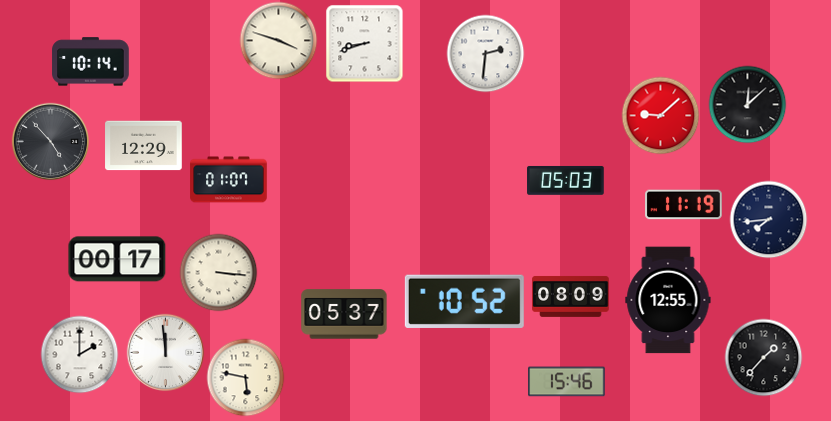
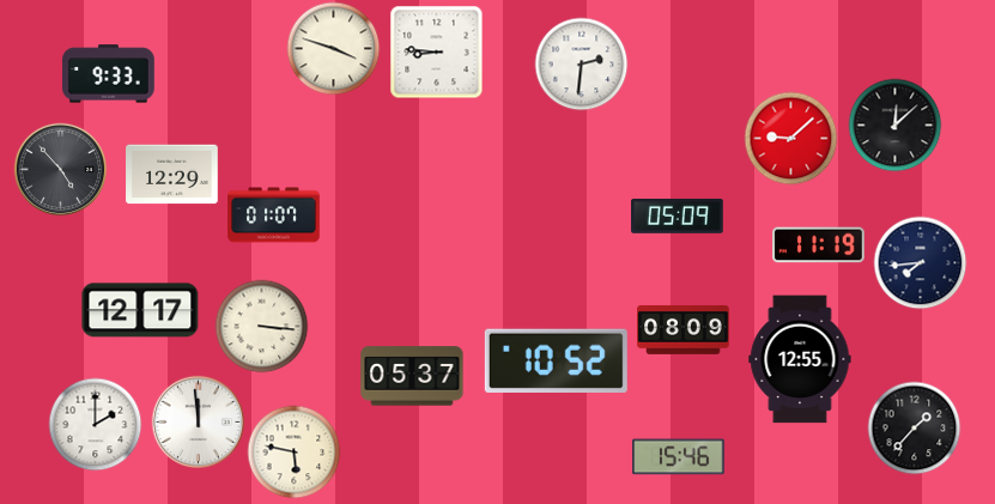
clock at (364, 43): 8:42 -> 8:46
clock at (91, 62): 10:14 -> 9:33
clock at (566, 180): 05:03 -> 05:09
clock at (117, 259): 00:17 -> 12:17
clock at (571, 296) position: (571, 296) -> (684, 329)
